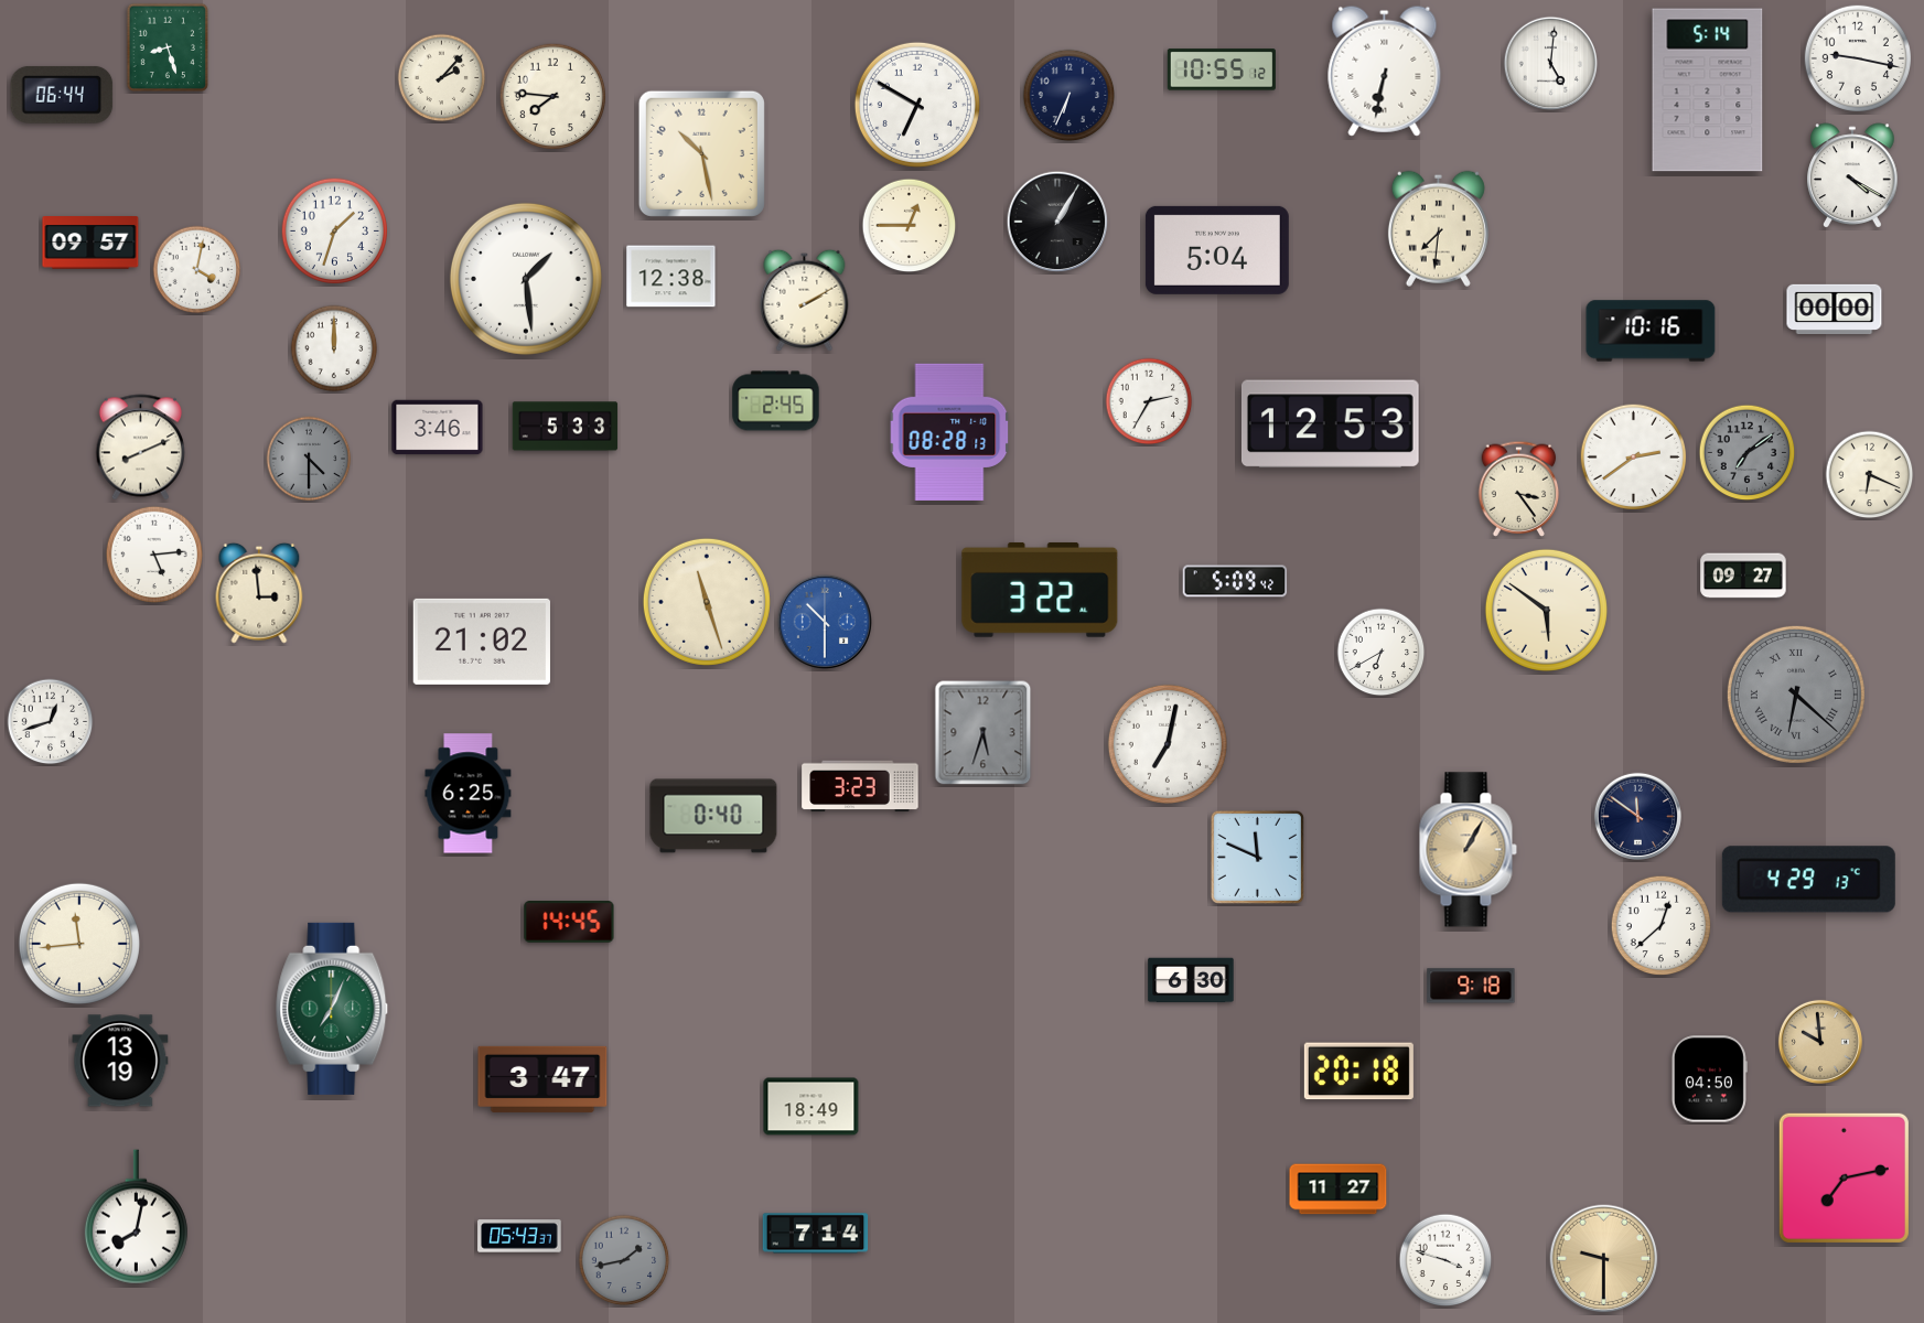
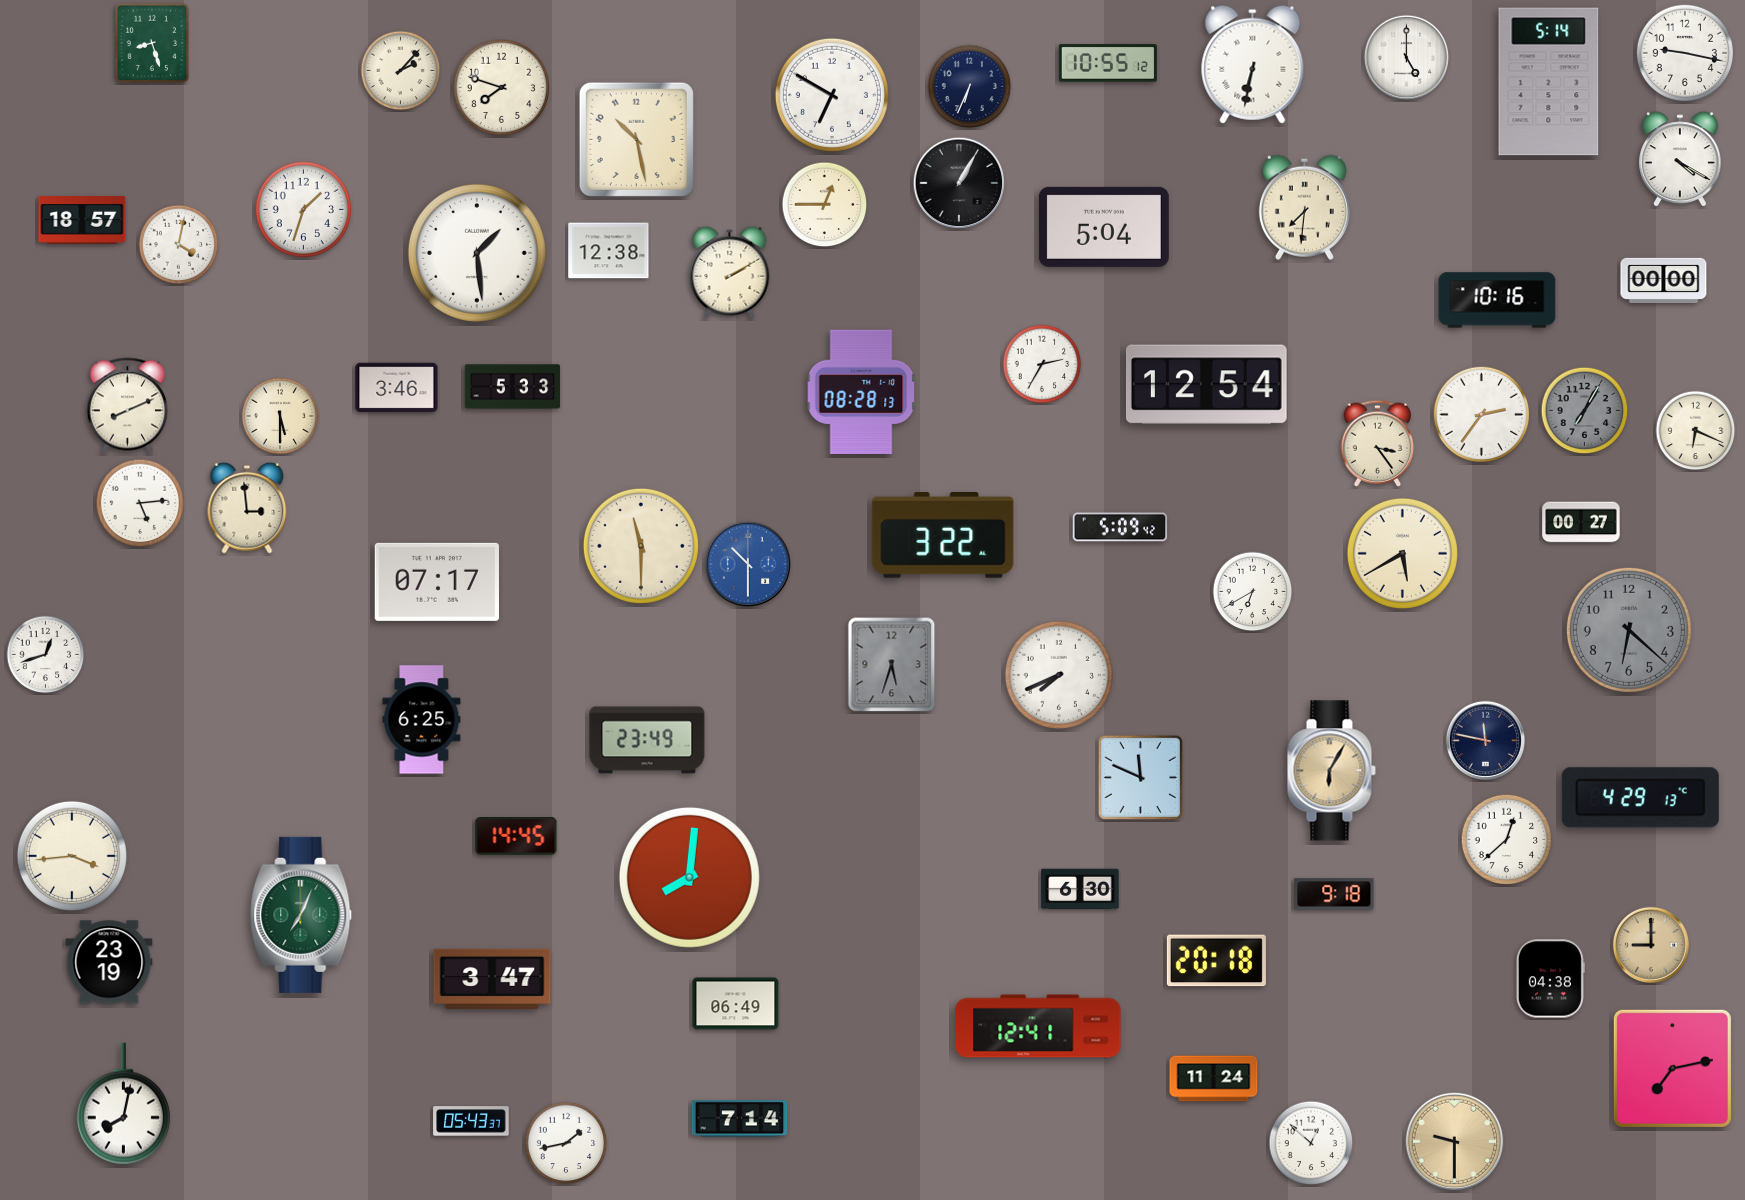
clock at (1550, 63): 5:01 -> 5:00
clock at (1385, 71) position: (1385, 71) -> (1253, 64)
clock at (62, 95): 06:44 -> none
clock at (552, 96): 7:46 -> 7:48
clock at (1057, 222) position: (1057, 222) -> (959, 183)
clock at (90, 244): 09:57 -> 18:57
clock at (334, 348): 12:00 -> none
clock at (776, 401): 2:45 -> none
clock at (1330, 424): 12:53 -> 12:54
clock at (1748, 453): 7:09 -> 7:05
clock at (1633, 456): 2:39 -> 2:36
clock at (309, 459): 4:30 -> 5:30
clock at (309, 459) dial: grey -> cream
clock at (1743, 576): 09:27 -> 00:27
clock at (259, 593) position: (259, 593) -> (247, 508)
clock at (707, 602): 11:27 -> 11:30
clock at (1546, 610): 5:51 -> 5:40
clock at (482, 642): 21:02 -> 07:17
clock at (1796, 695) numerals: Roman -> Arabic
clock at (1168, 744): 7:02 -> 7:41
clock at (860, 786): 3:23 -> none
clock at (469, 794) position: (469, 794) -> (422, 720)
clock at (713, 816): 0:40 -> 23:49
clock at (1637, 816): 11:51 -> 11:47
clock at (1468, 850): 1:05 -> 6:05
clock at (79, 944): 11:44 -> 3:44
clock at (689, 877): none -> 8:01
clock at (1820, 1042): 9:59 -> 9:00
clock at (120, 1061): 13:19 -> 23:19
clock at (1358, 1072) position: (1358, 1072) -> (1216, 961)
clock at (1709, 1079): 04:50 -> 04:38
clock at (811, 1107): 18:49 -> 06:49
clock at (1038, 1026): none -> 12:41
clock at (1339, 1190): 11:27 -> 11:24
clock at (624, 1260) dial: grey -> white
clock at (1445, 1260): 3:48 -> 12:52
